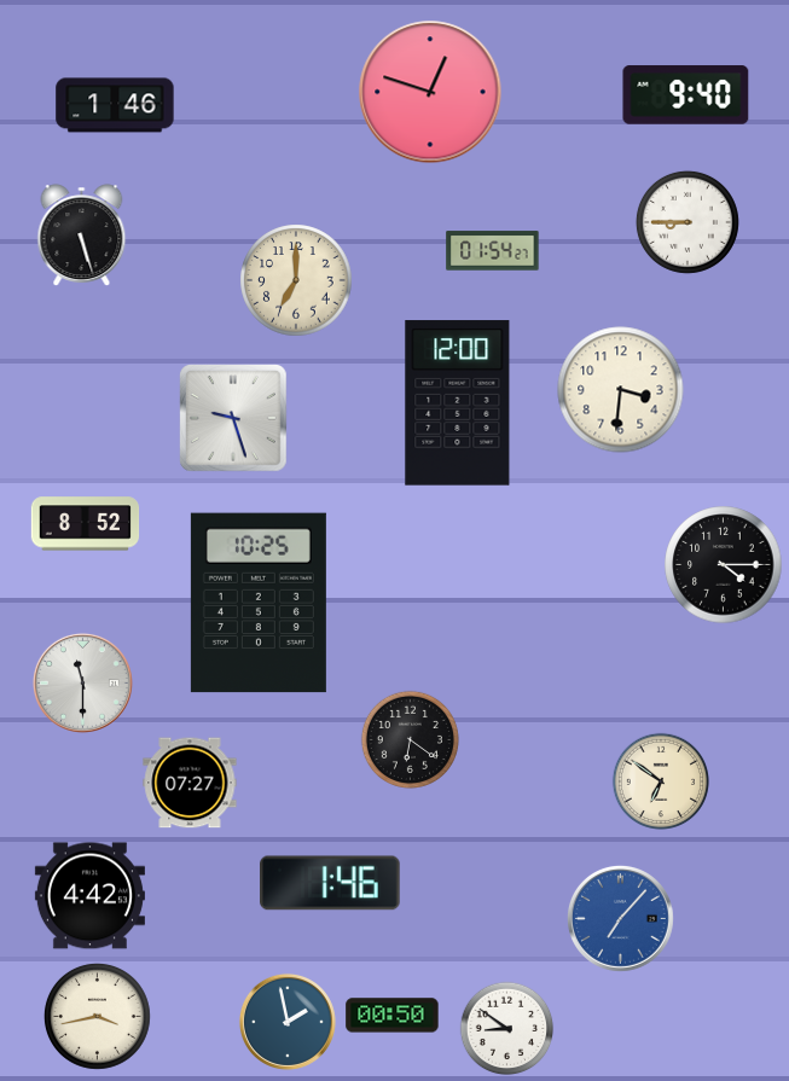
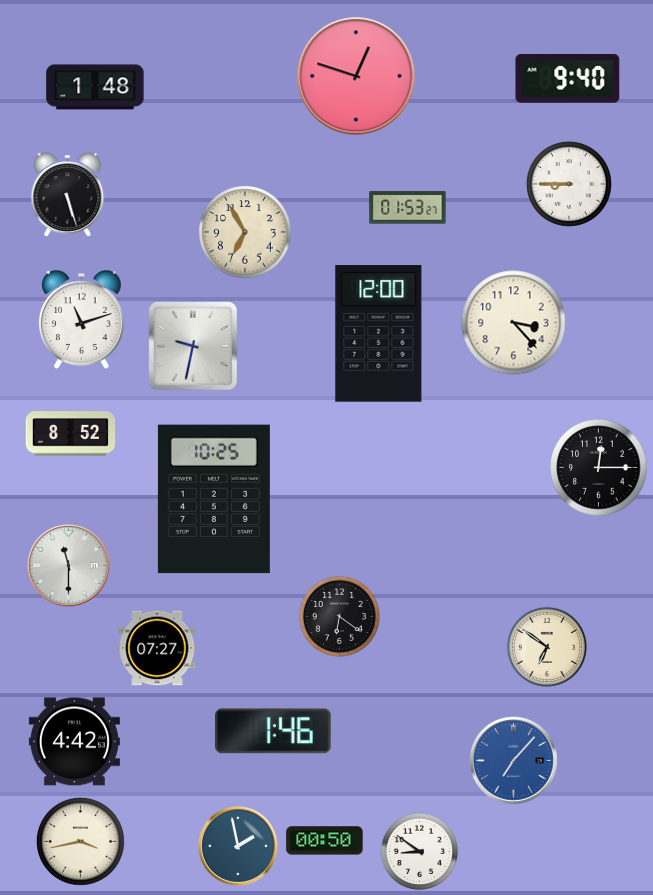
clock at (115, 105): 1:46 -> 1:48
clock at (493, 251): 01:54 -> 01:53
clock at (296, 280): 7:00 -> 6:55
clock at (81, 320): none -> 11:12
clock at (621, 390): 3:31 -> 3:23
clock at (234, 419): 9:27 -> 9:32
clock at (724, 565): 4:15 -> 12:15
clock at (410, 739) position: (410, 739) -> (339, 616)
